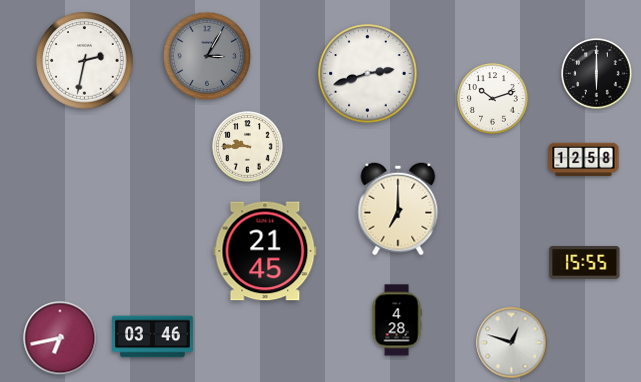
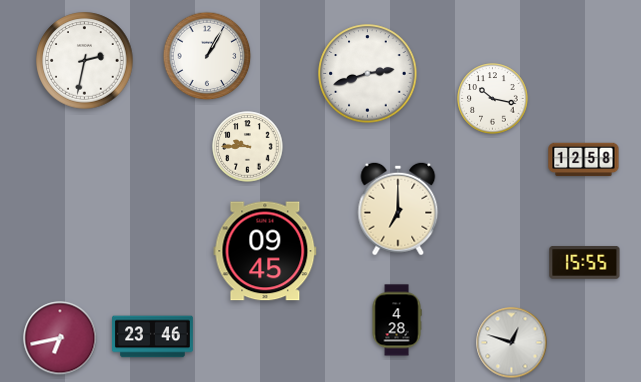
clock at (207, 56): 3:05 -> 1:05
clock at (207, 56) dial: grey -> white
clock at (597, 74): 6:00 -> none
clock at (493, 99): 10:12 -> 10:17
clock at (265, 251): 21:45 -> 09:45
clock at (153, 337): 03:46 -> 23:46
